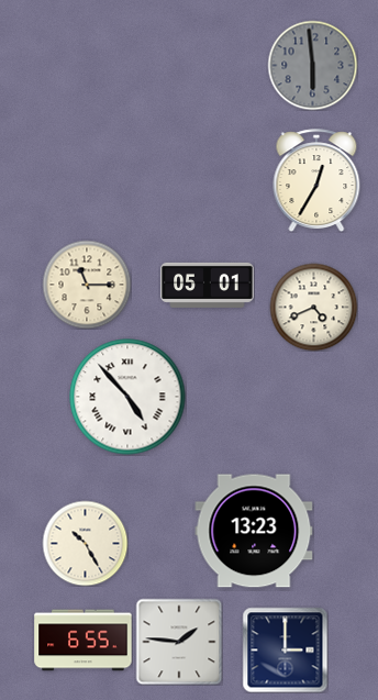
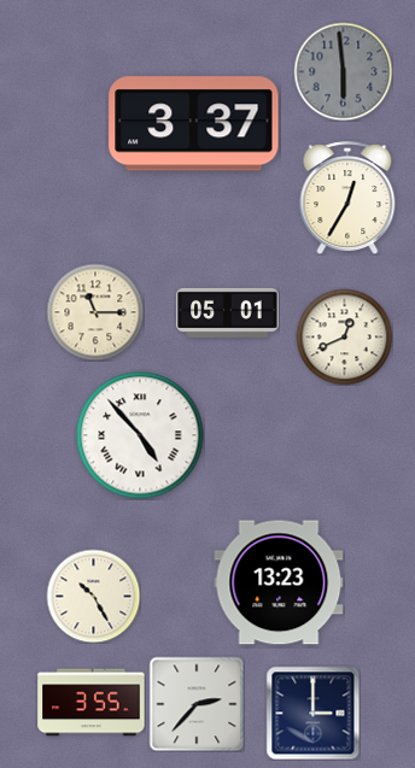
clock at (194, 124): none -> 3:37
clock at (313, 307): 4:41 -> 12:41
clock at (84, 641): 6:55 -> 3:55
clock at (179, 642): 1:46 -> 2:37
